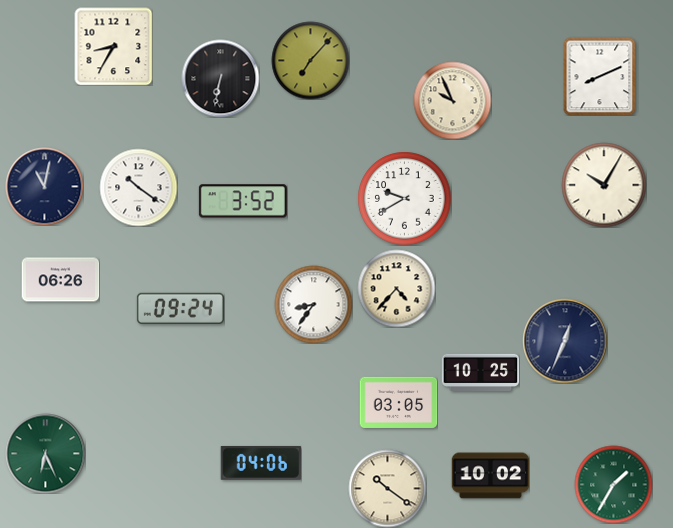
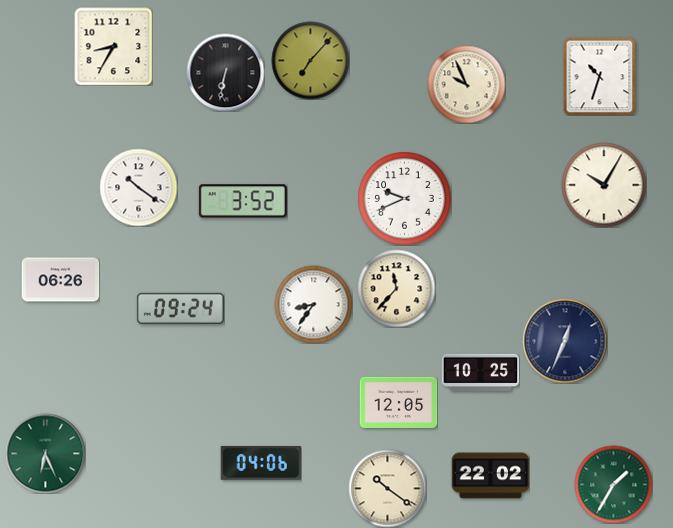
clock at (600, 76): 8:11 -> 10:33
clock at (220, 78) position: (220, 78) -> (225, 72)
clock at (452, 100) position: (452, 100) -> (466, 84)
clock at (44, 186): 11:02 -> none
clock at (404, 198): 9:40 -> 9:41
clock at (396, 288): 4:37 -> 11:37
clock at (398, 402): 03:05 -> 12:05
clock at (490, 476): 10:02 -> 22:02
